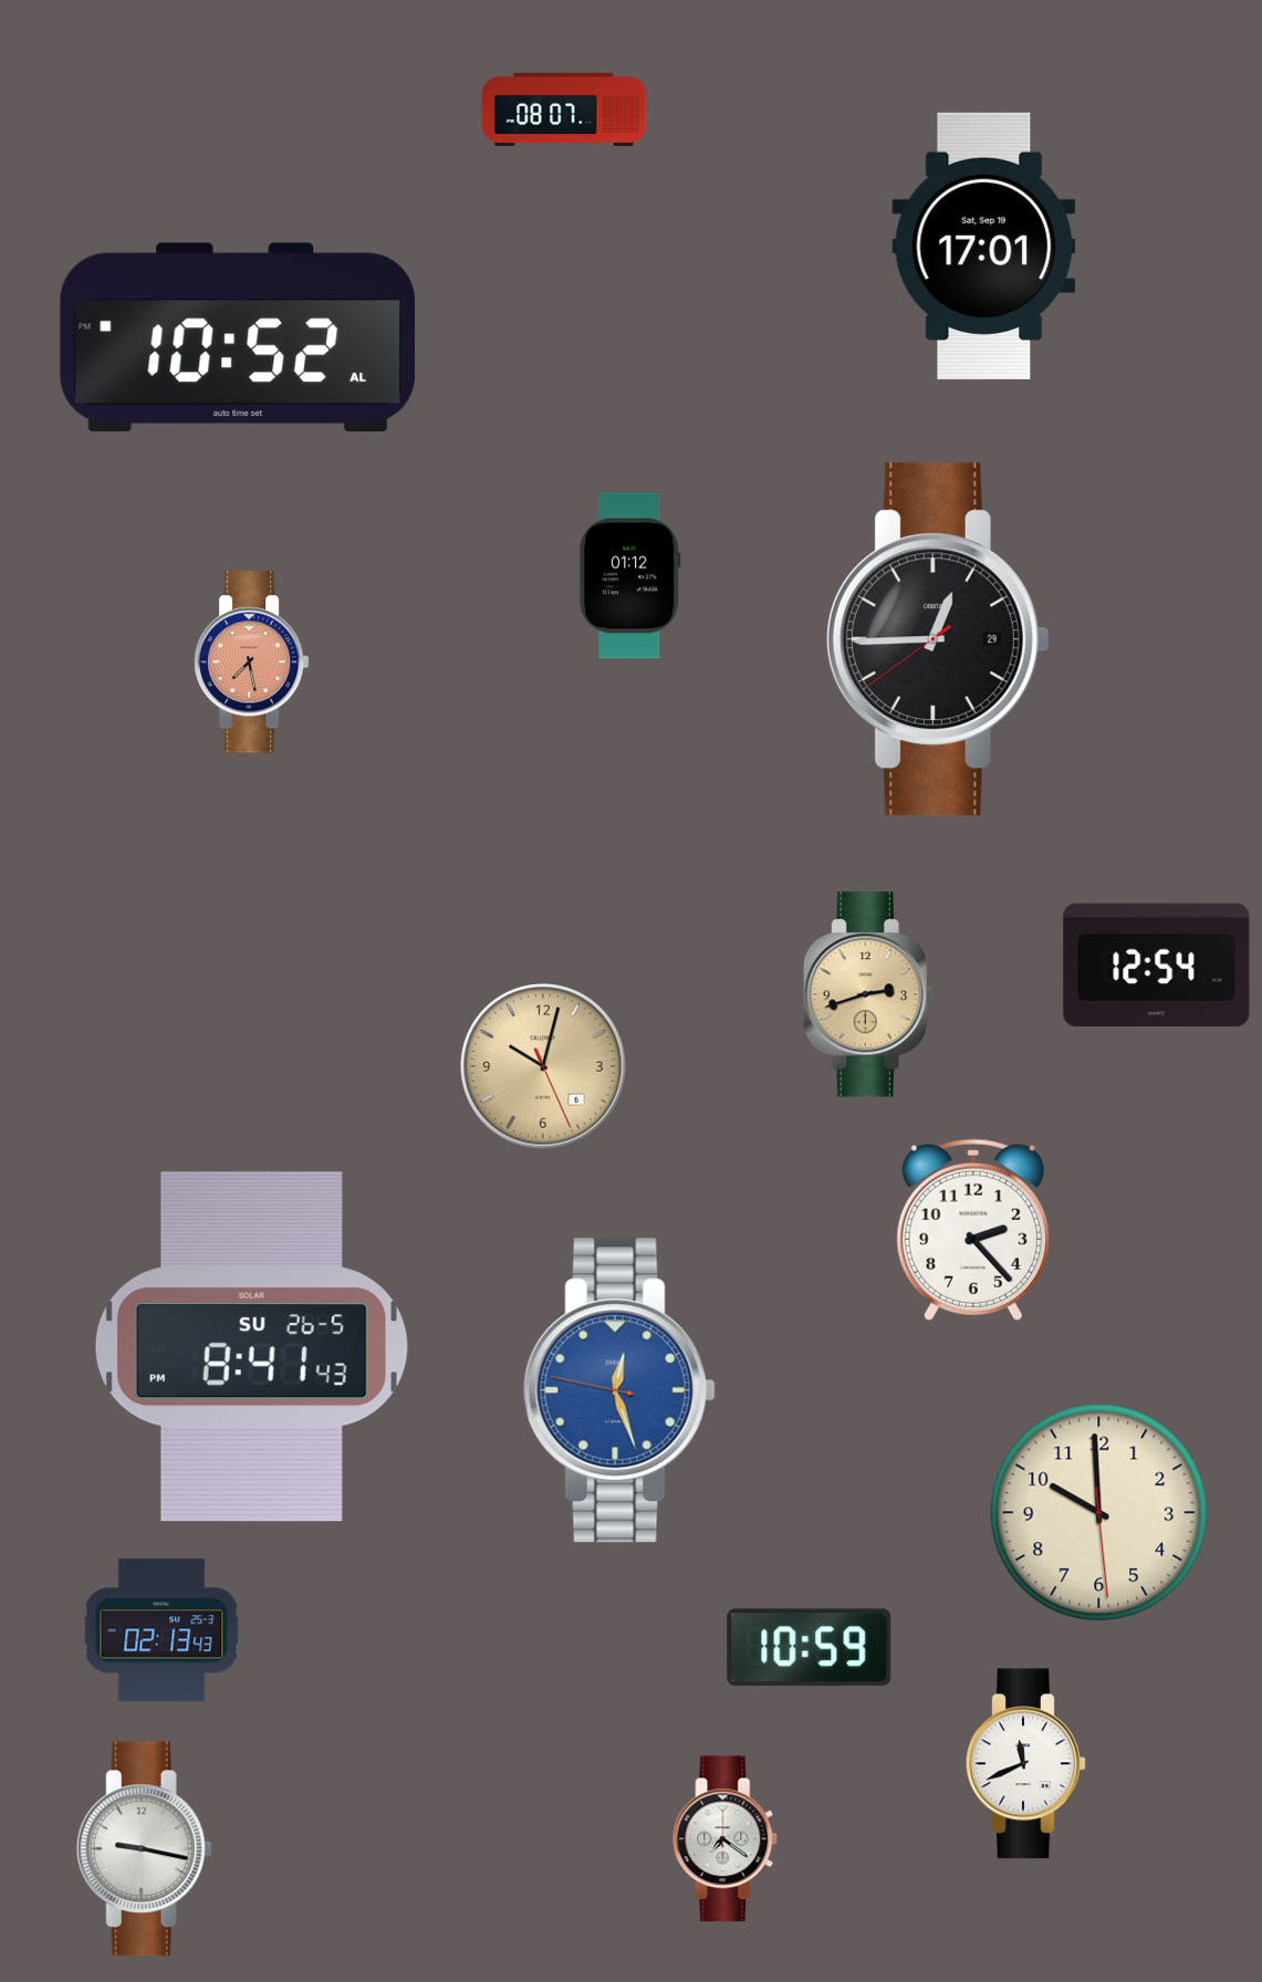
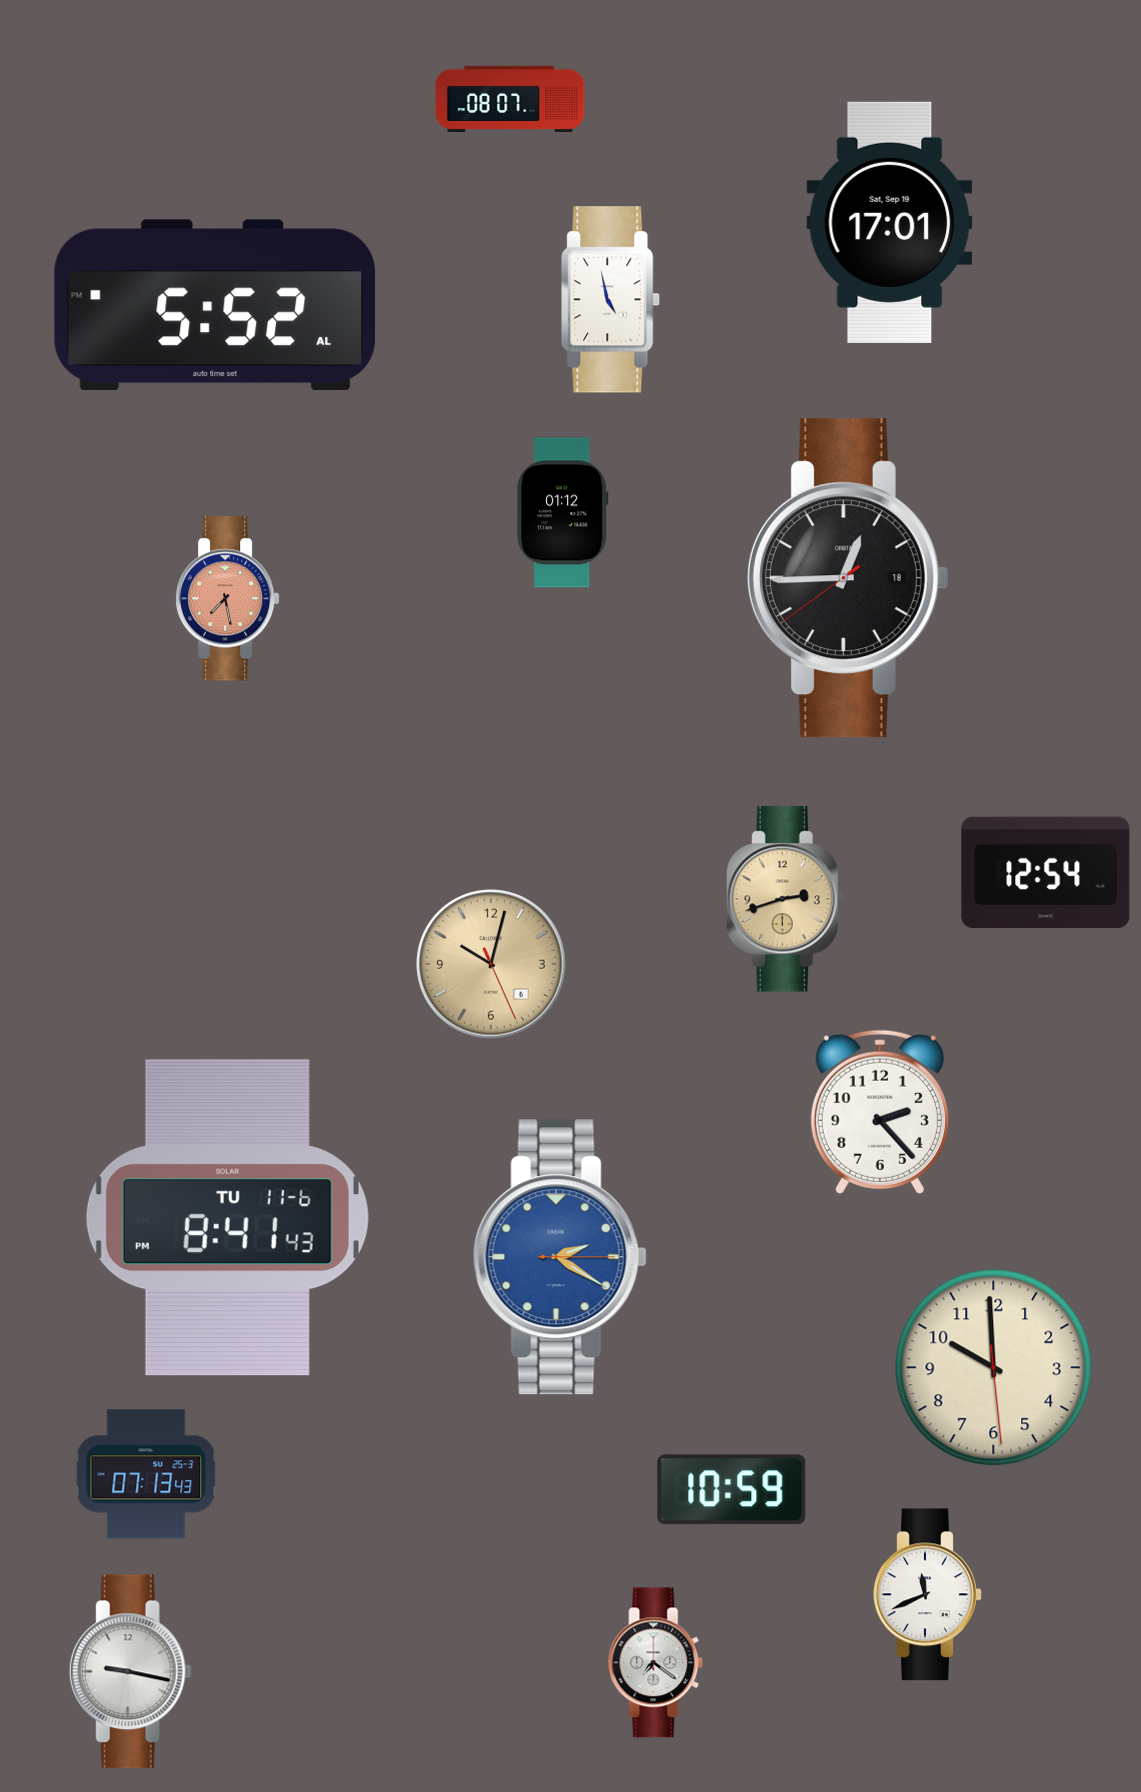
clock at (611, 300): none -> 4:58
clock at (238, 337): 10:52 -> 5:52
clock at (630, 576) position: (630, 576) -> (563, 513)
clock at (938, 639) date: 29 -> 18
clock at (251, 1347) date: SU 26-5 -> TU 11-6
clock at (619, 1390): 12:26 -> 2:20
clock at (161, 1630): 02:13 -> 07:13
